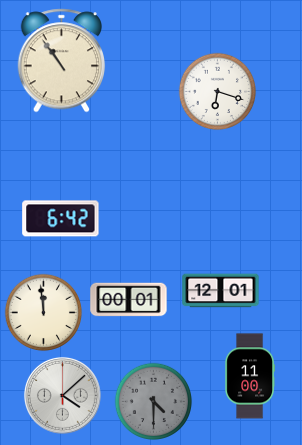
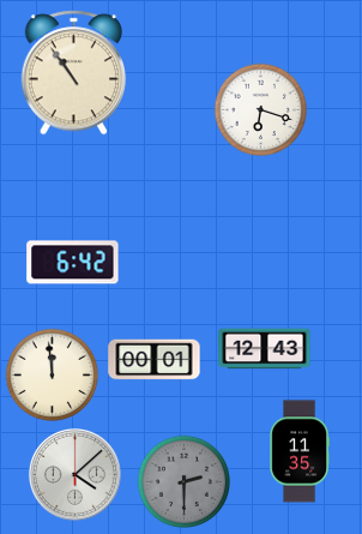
clock at (221, 291): 12:01 -> 12:43
clock at (249, 376): 11:00 -> 11:35
clock at (153, 401): 4:30 -> 2:30
